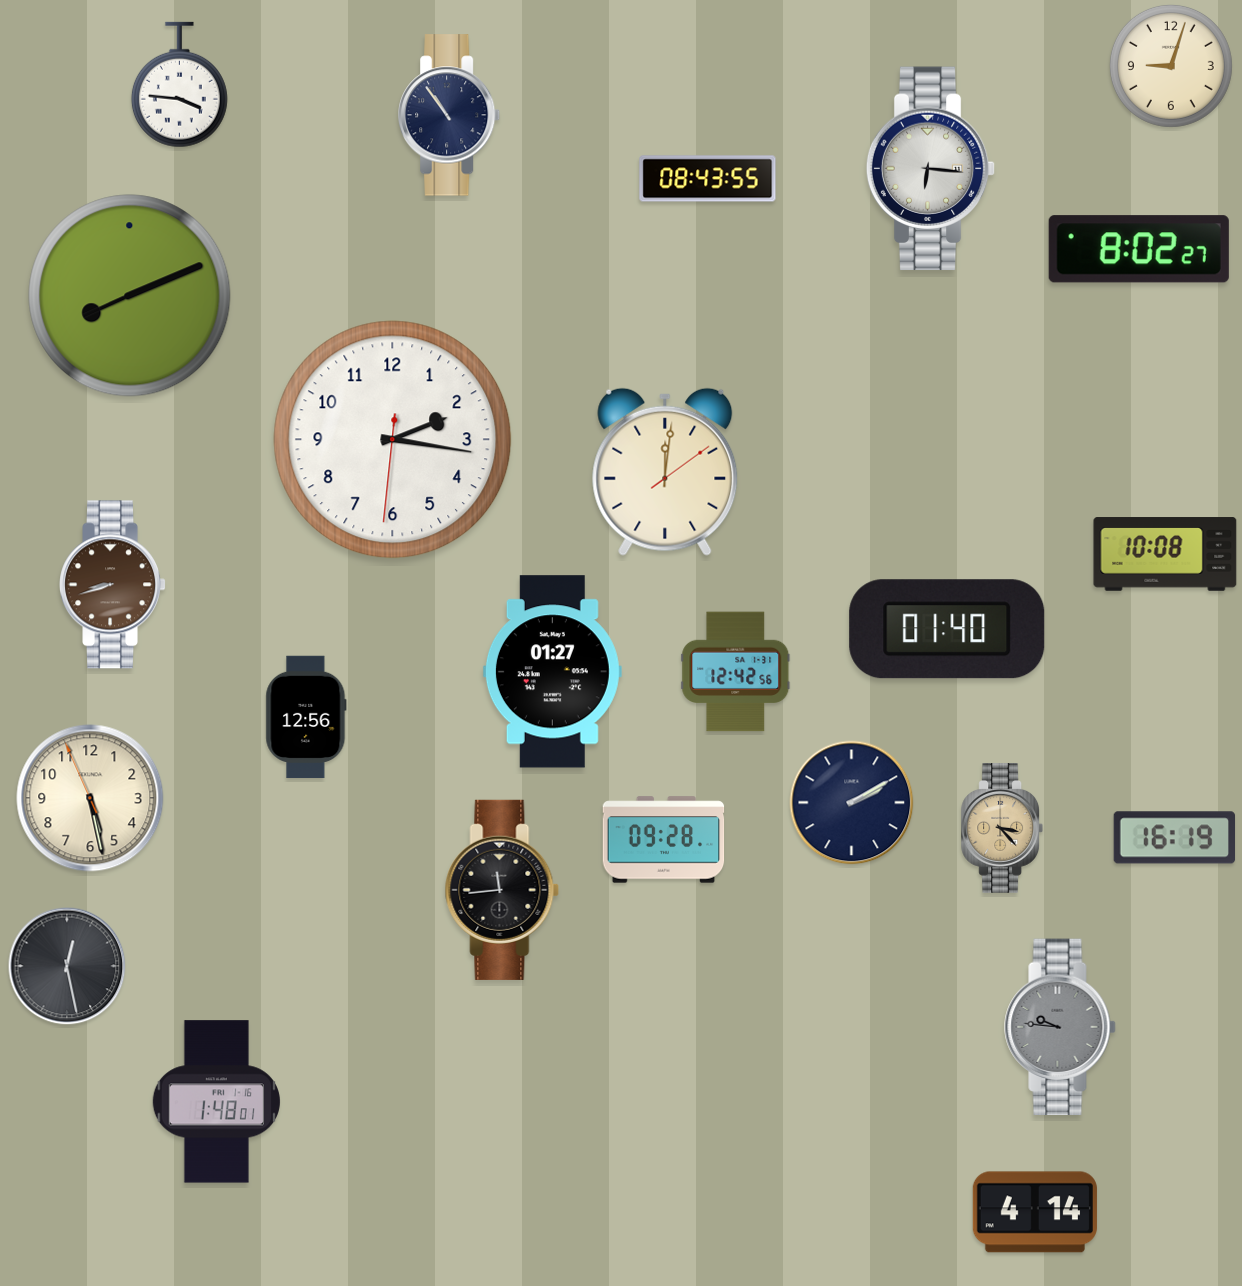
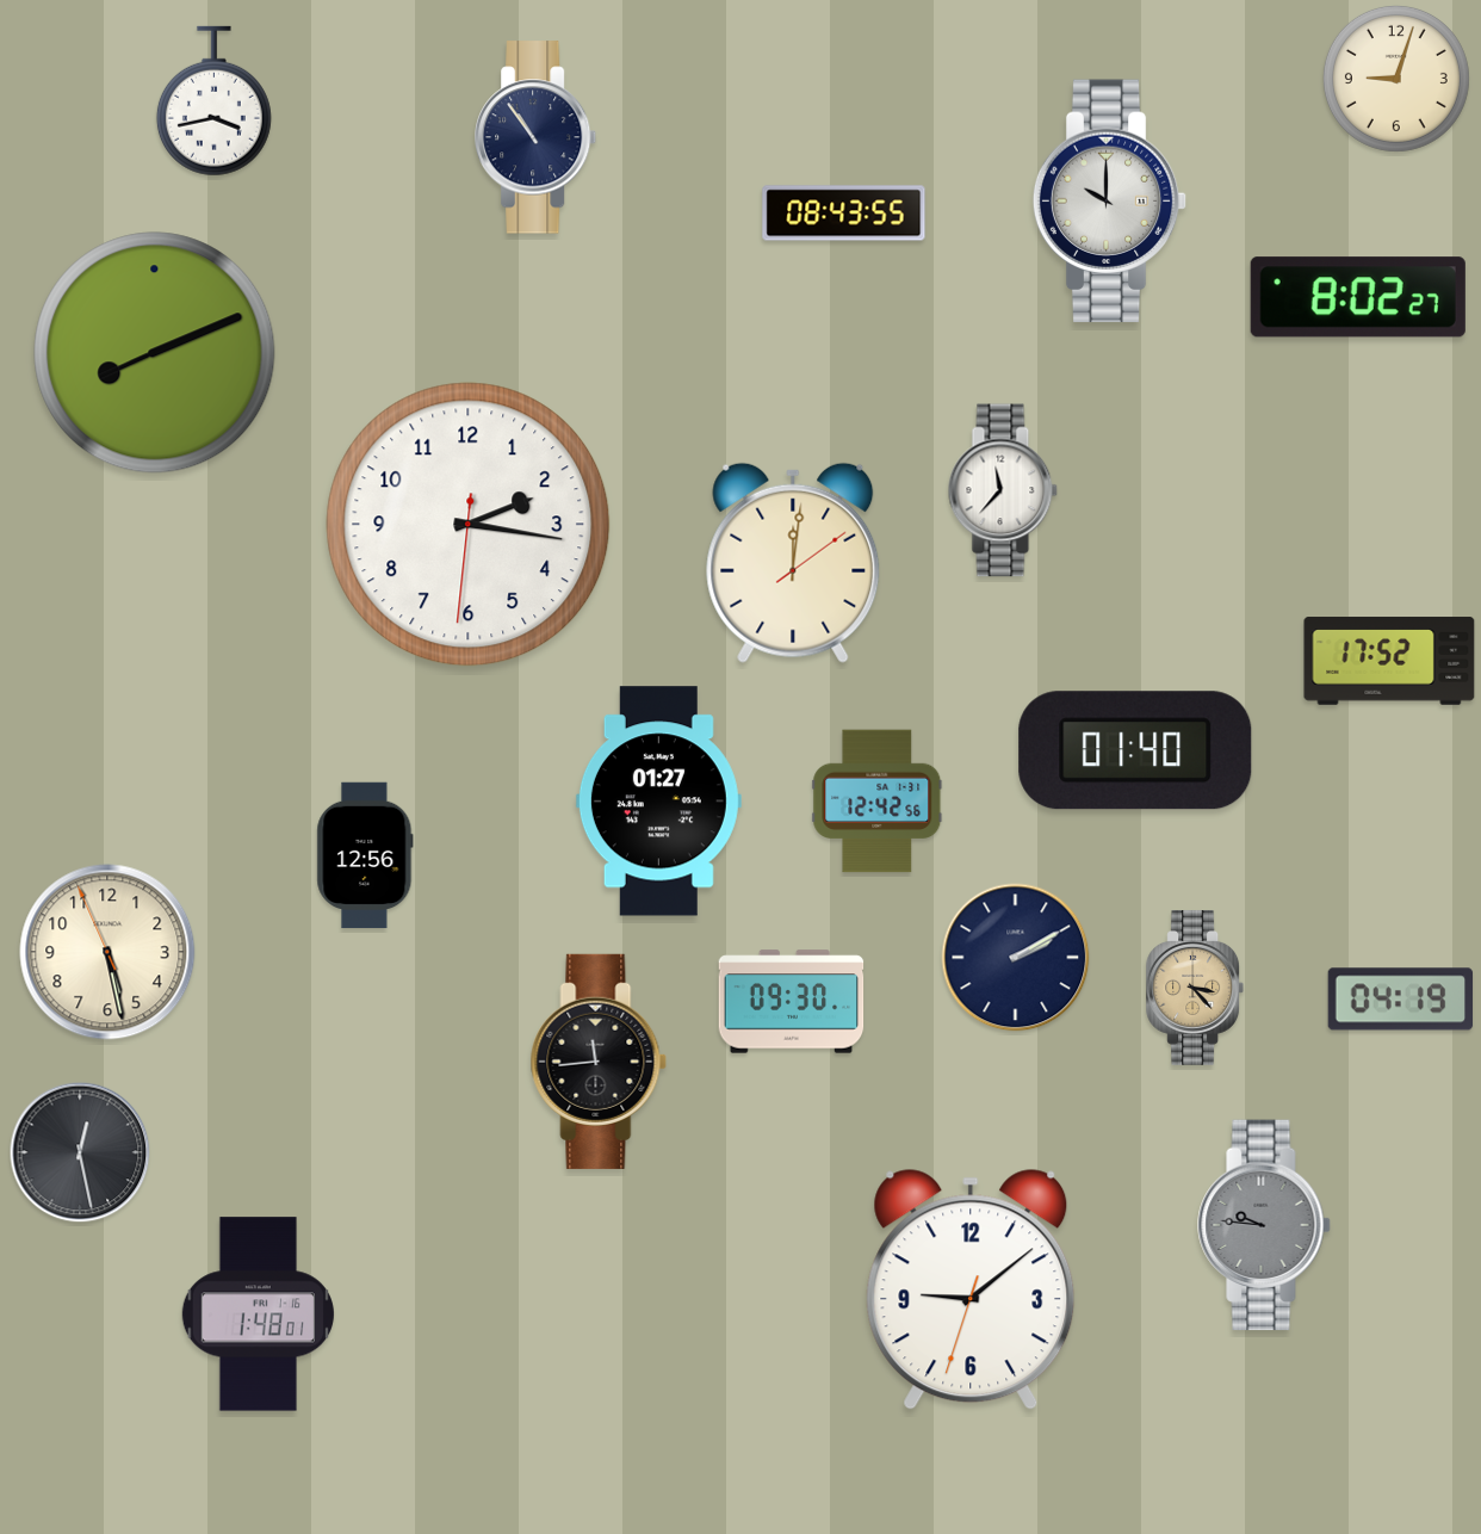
clock at (179, 85): 3:46 -> 3:43
clock at (931, 169): 6:16 -> 10:00
clock at (1003, 490): none -> 11:37
clock at (1165, 554): 10:08 -> 17:52
clock at (113, 585): 8:42 -> none
clock at (947, 629) position: (947, 629) -> (1135, 750)
clock at (1175, 838): 16:19 -> 04:19
clock at (664, 840): 09:28 -> 09:30
clock at (971, 1289): none -> 9:08
clock at (1035, 1212): 4:14 -> none
